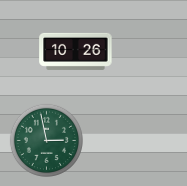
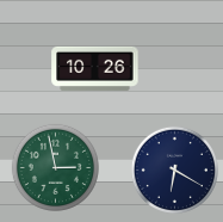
clock at (76, 51) position: (76, 51) -> (95, 68)
clock at (174, 169): none -> 6:20
